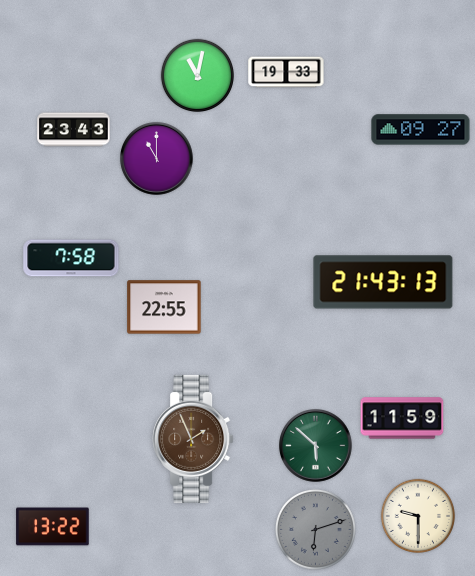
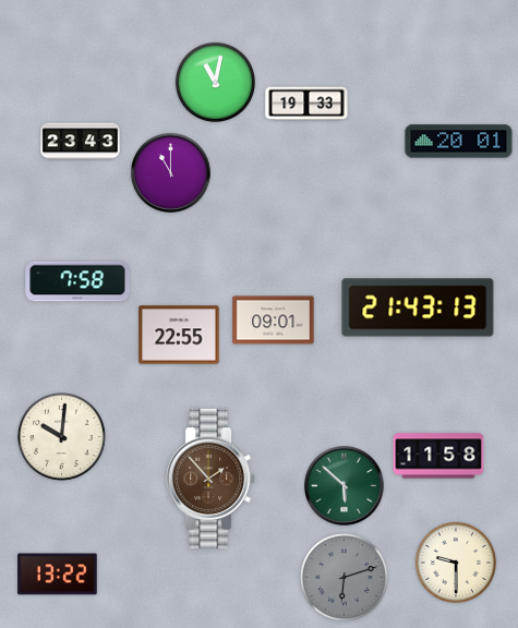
clock at (286, 72) position: (286, 72) -> (306, 104)
clock at (421, 130): 09:27 -> 20:01
clock at (274, 321): none -> 09:01
clock at (61, 436): none -> 10:01
clock at (402, 418): 11:59 -> 11:58
clock at (193, 439): 1:56 -> 1:53
